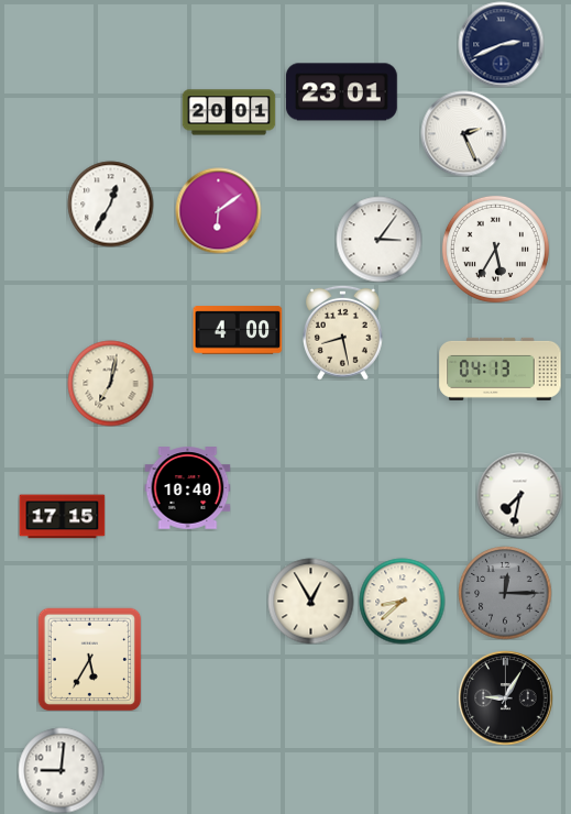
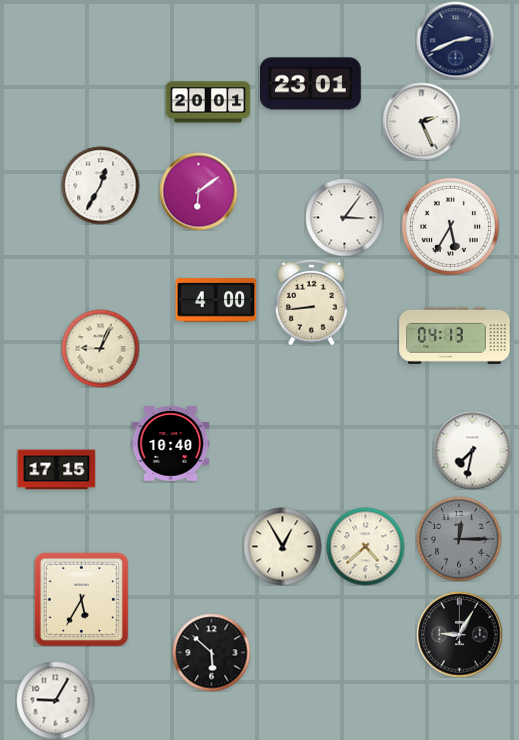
clock at (343, 332): 8:28 -> 8:44
clock at (110, 383): 7:02 -> 9:04
clock at (402, 601): 8:38 -> 4:38
clock at (211, 652): none -> 5:52
clock at (61, 770): 9:01 -> 9:05
